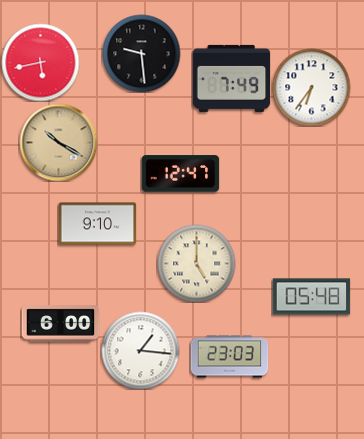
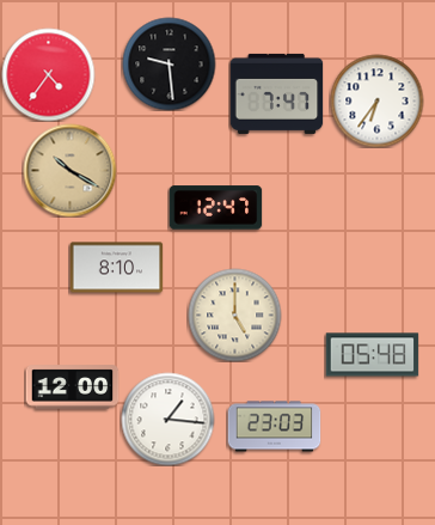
clock at (40, 62): 5:43 -> 4:36
clock at (231, 78): 7:49 -> 7:47
clock at (311, 87) position: (311, 87) -> (376, 100)
clock at (97, 224): 9:10 -> 8:10
clock at (60, 324): 6:00 -> 12:00
